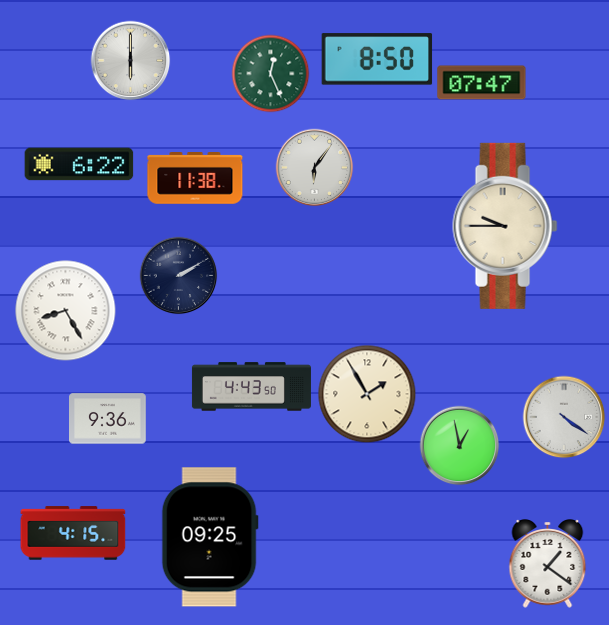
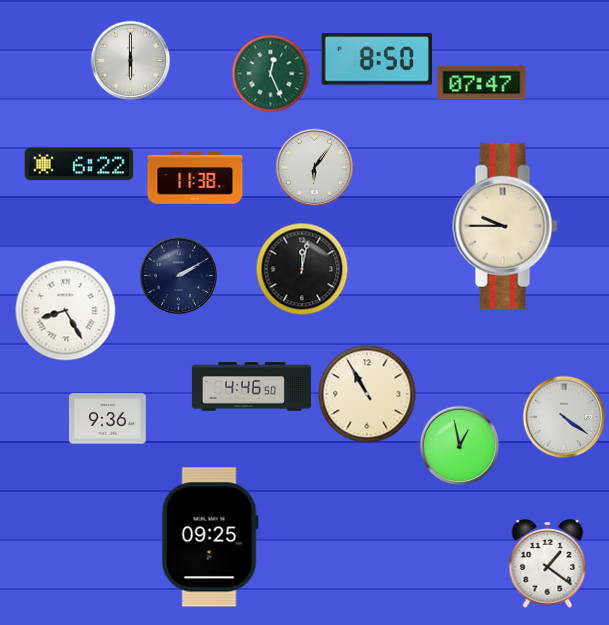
clock at (302, 269): none -> 12:02
clock at (251, 387): 4:43 -> 4:46
clock at (367, 394): 1:55 -> 10:55
clock at (73, 533): 4:15 -> none
